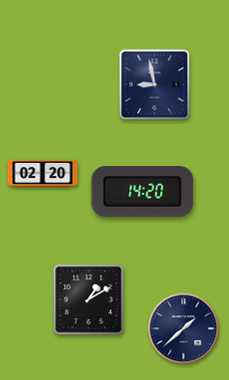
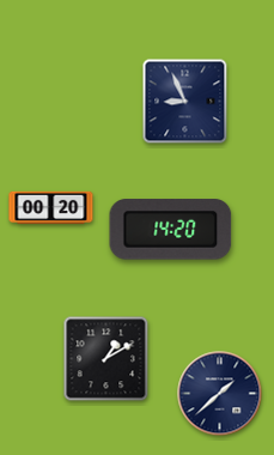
clock at (155, 85): 8:58 -> 8:56
clock at (43, 174): 02:20 -> 00:20
